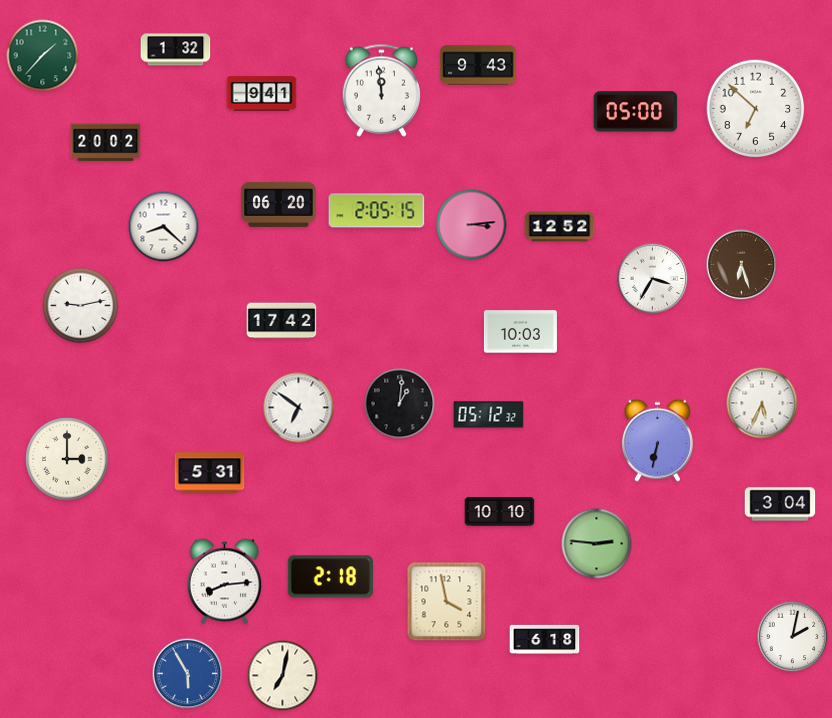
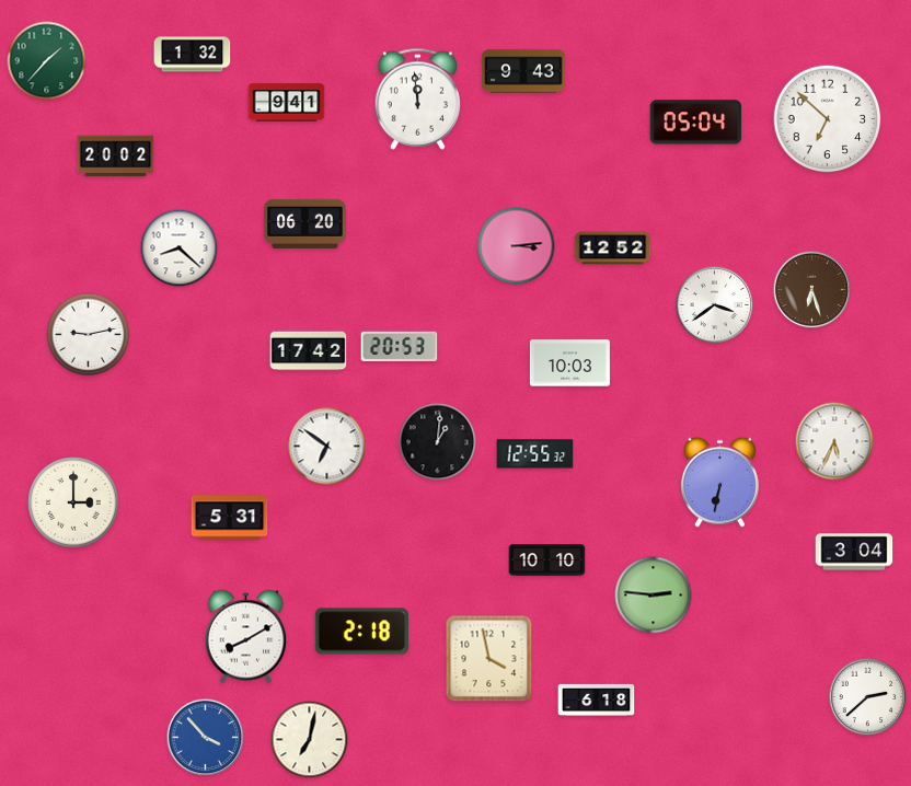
clock at (636, 112): 05:00 -> 05:04
clock at (377, 211): 2:05 -> none
clock at (653, 279): 3:35 -> 3:39
clock at (400, 346): none -> 20:53
clock at (489, 415): 05:12 -> 12:55
clock at (225, 582): 8:14 -> 8:10
clock at (793, 637): 2:02 -> 2:38
clock at (188, 674): 5:55 -> 3:53
